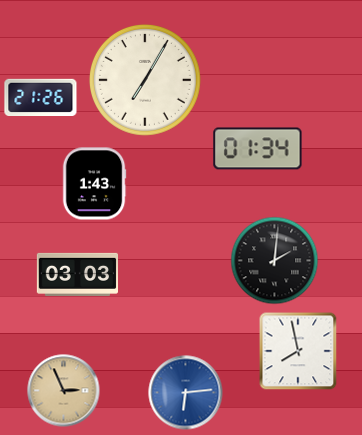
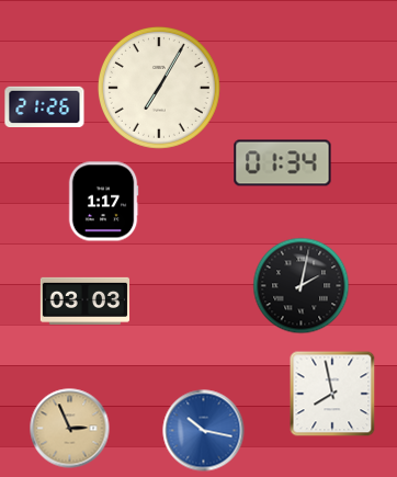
clock at (94, 184): 1:43 -> 1:17
clock at (275, 261): 2:01 -> 2:02
clock at (298, 351) position: (298, 351) -> (332, 394)
clock at (186, 393): 6:14 -> 10:17
